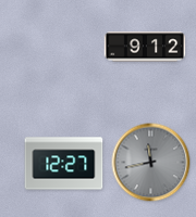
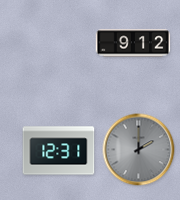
clock at (151, 163): 11:43 -> 2:00
clock at (64, 164): 12:27 -> 12:31
